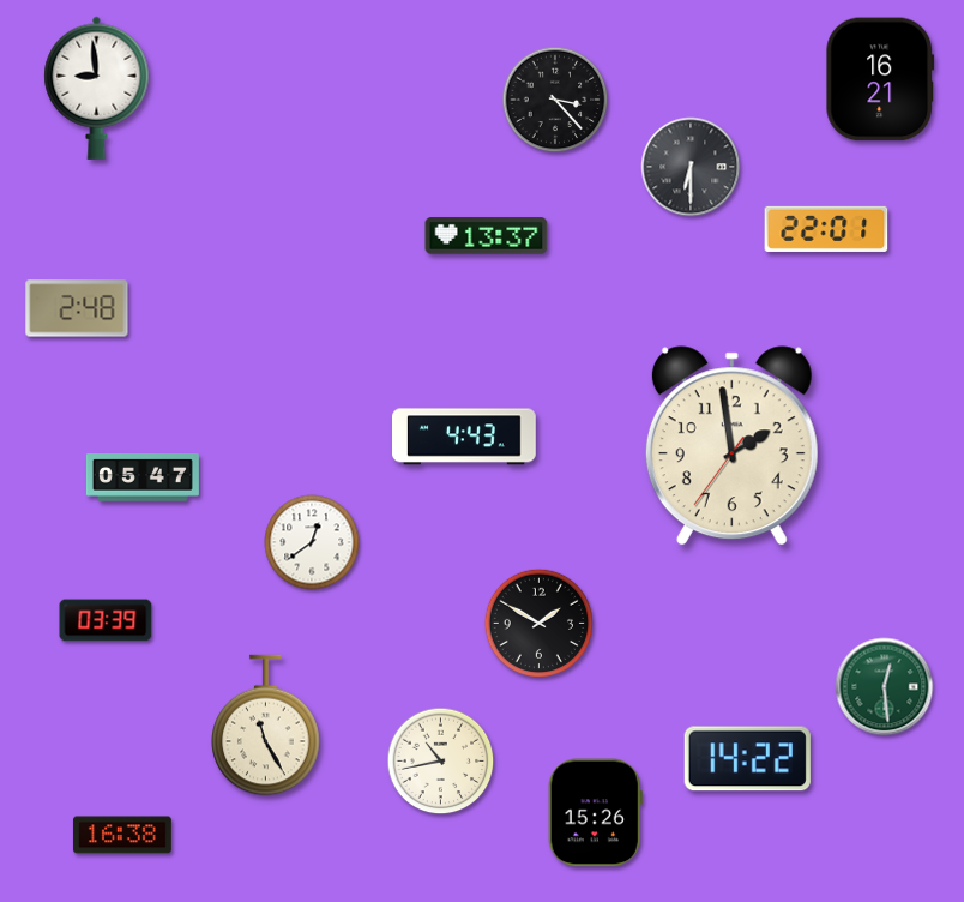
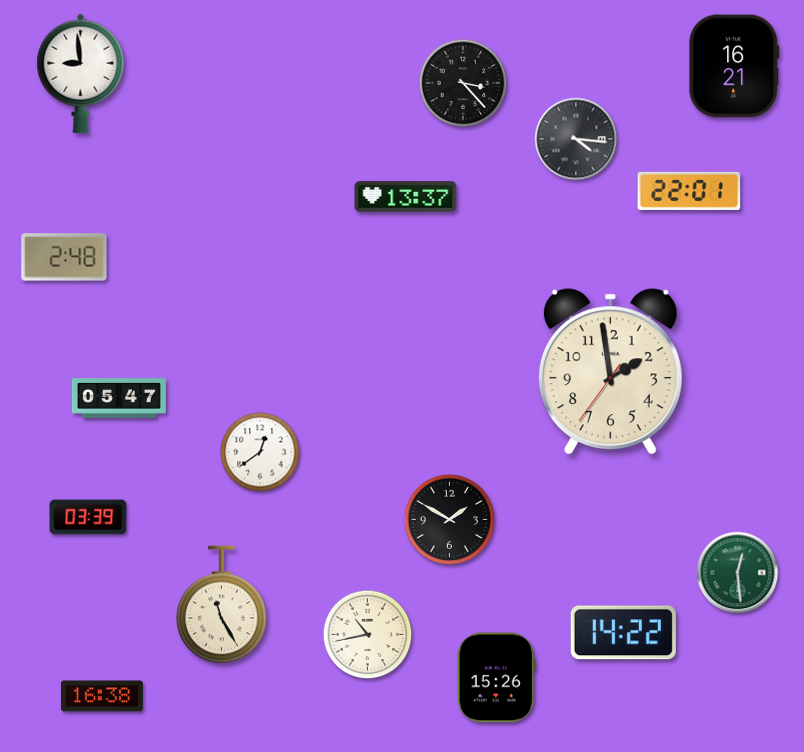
clock at (691, 167): 6:30 -> 4:16
clock at (465, 437): 4:43 -> none
